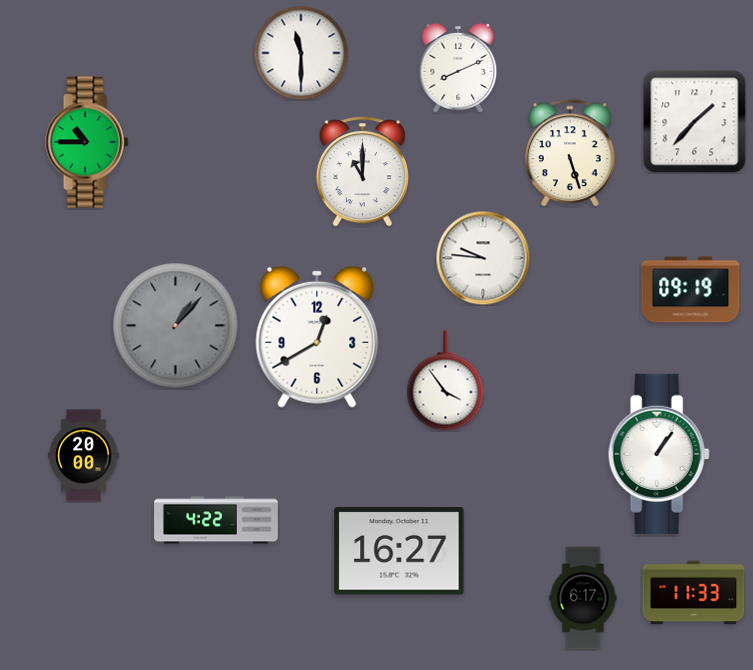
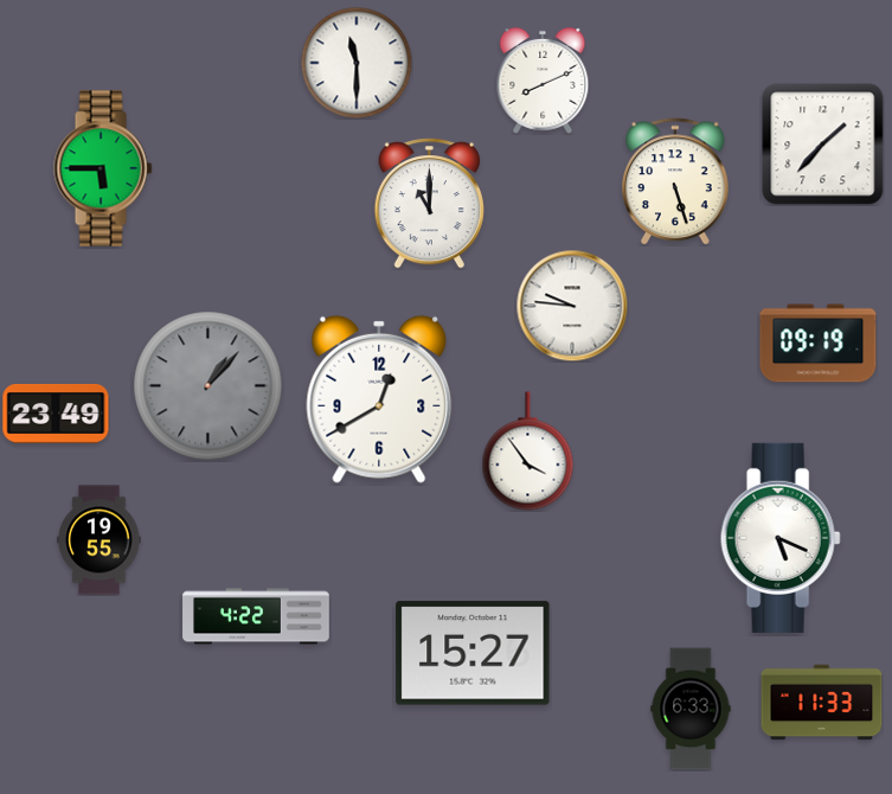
clock at (87, 142): 10:45 -> 5:45
clock at (317, 337) position: (317, 337) -> (379, 399)
clock at (56, 415): none -> 23:49
clock at (659, 454): 1:06 -> 5:19
clock at (84, 456): 20:00 -> 19:55
clock at (399, 551): 16:27 -> 15:27
clock at (583, 598): 6:17 -> 6:33
